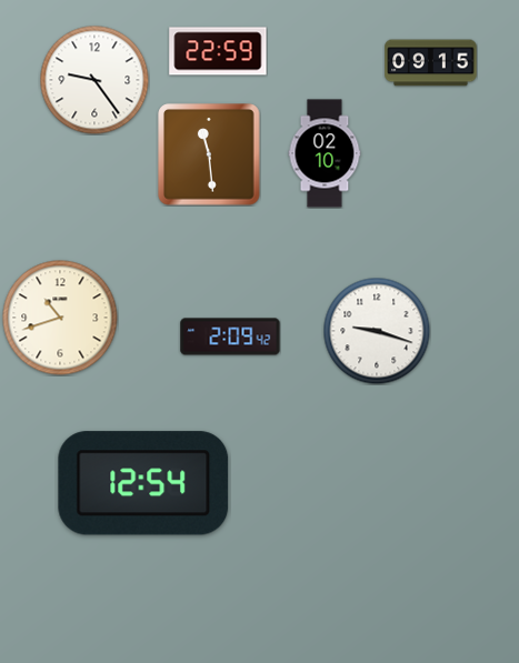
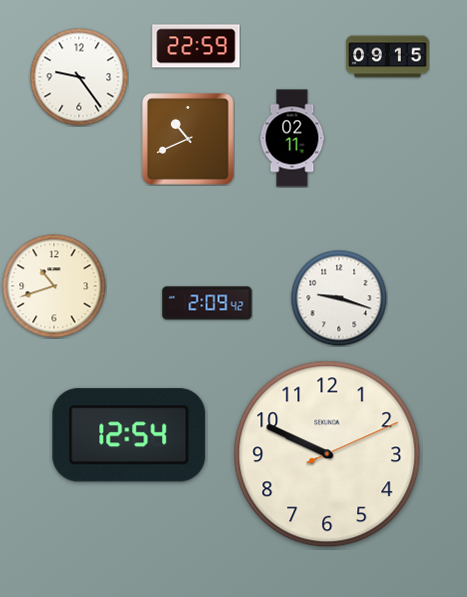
clock at (94, 80) position: (94, 80) -> (79, 77)
clock at (325, 153): 02:10 -> 02:11
clock at (209, 154): 11:29 -> 10:41
clock at (327, 454): none -> 9:49
